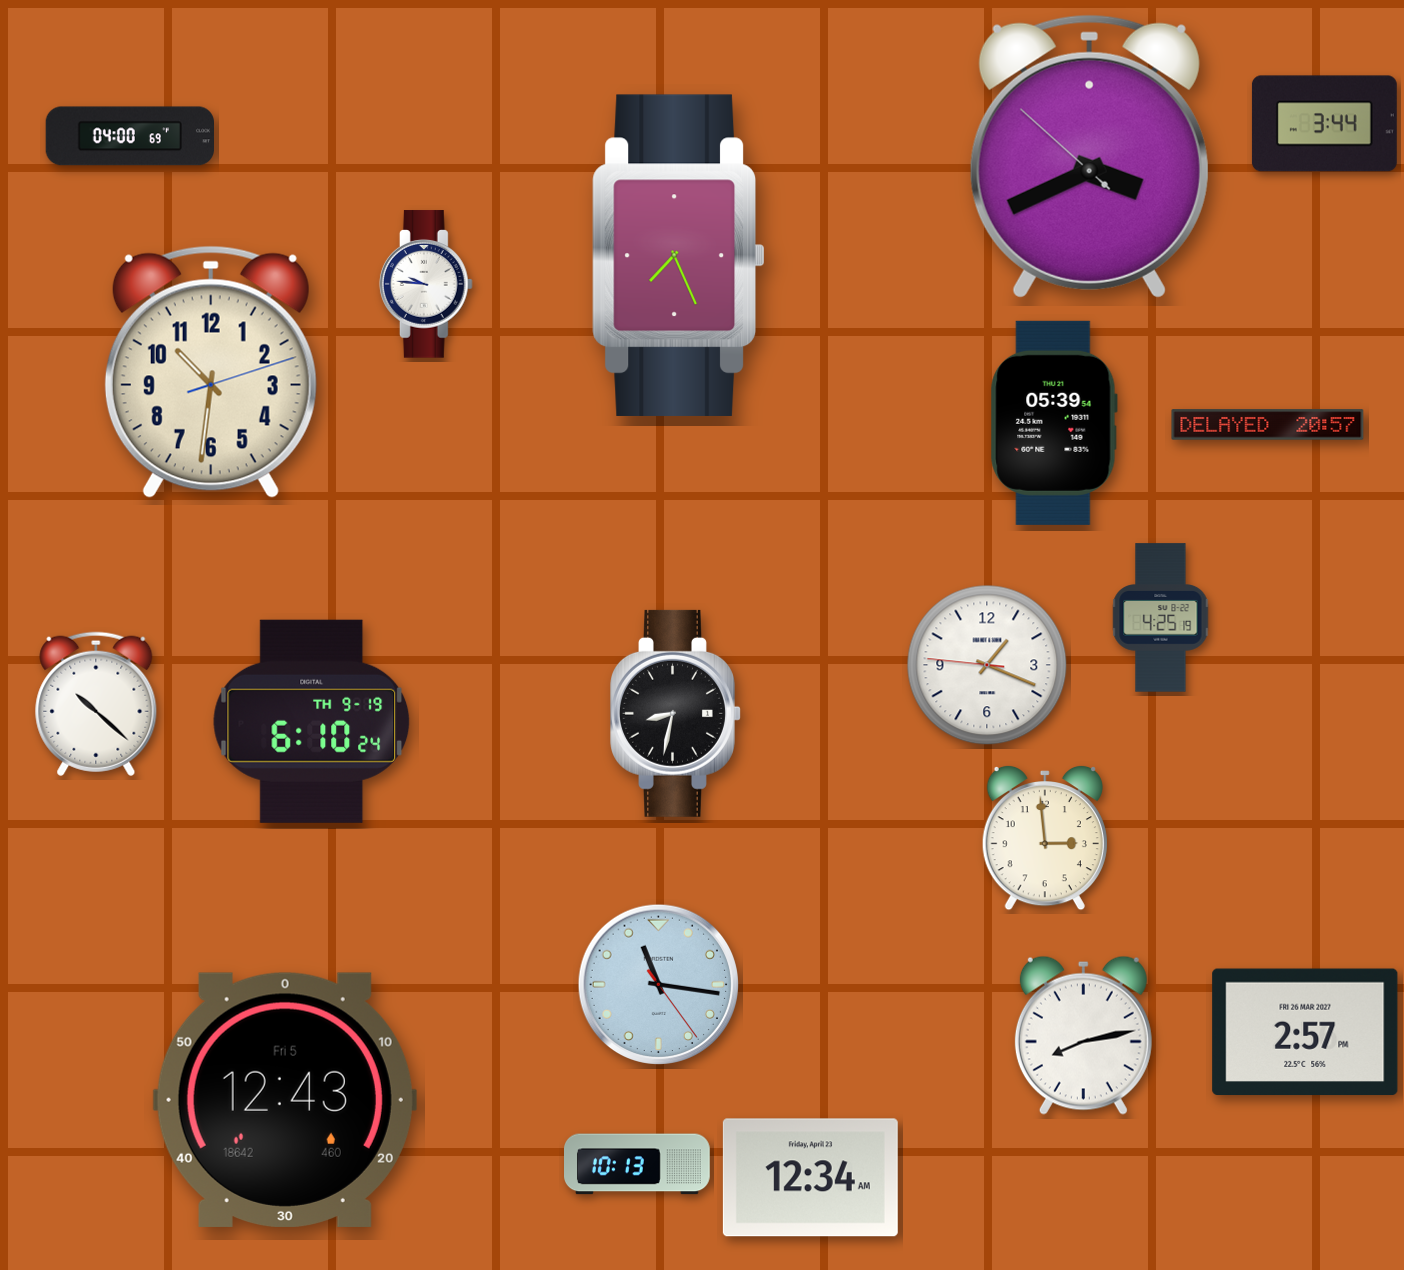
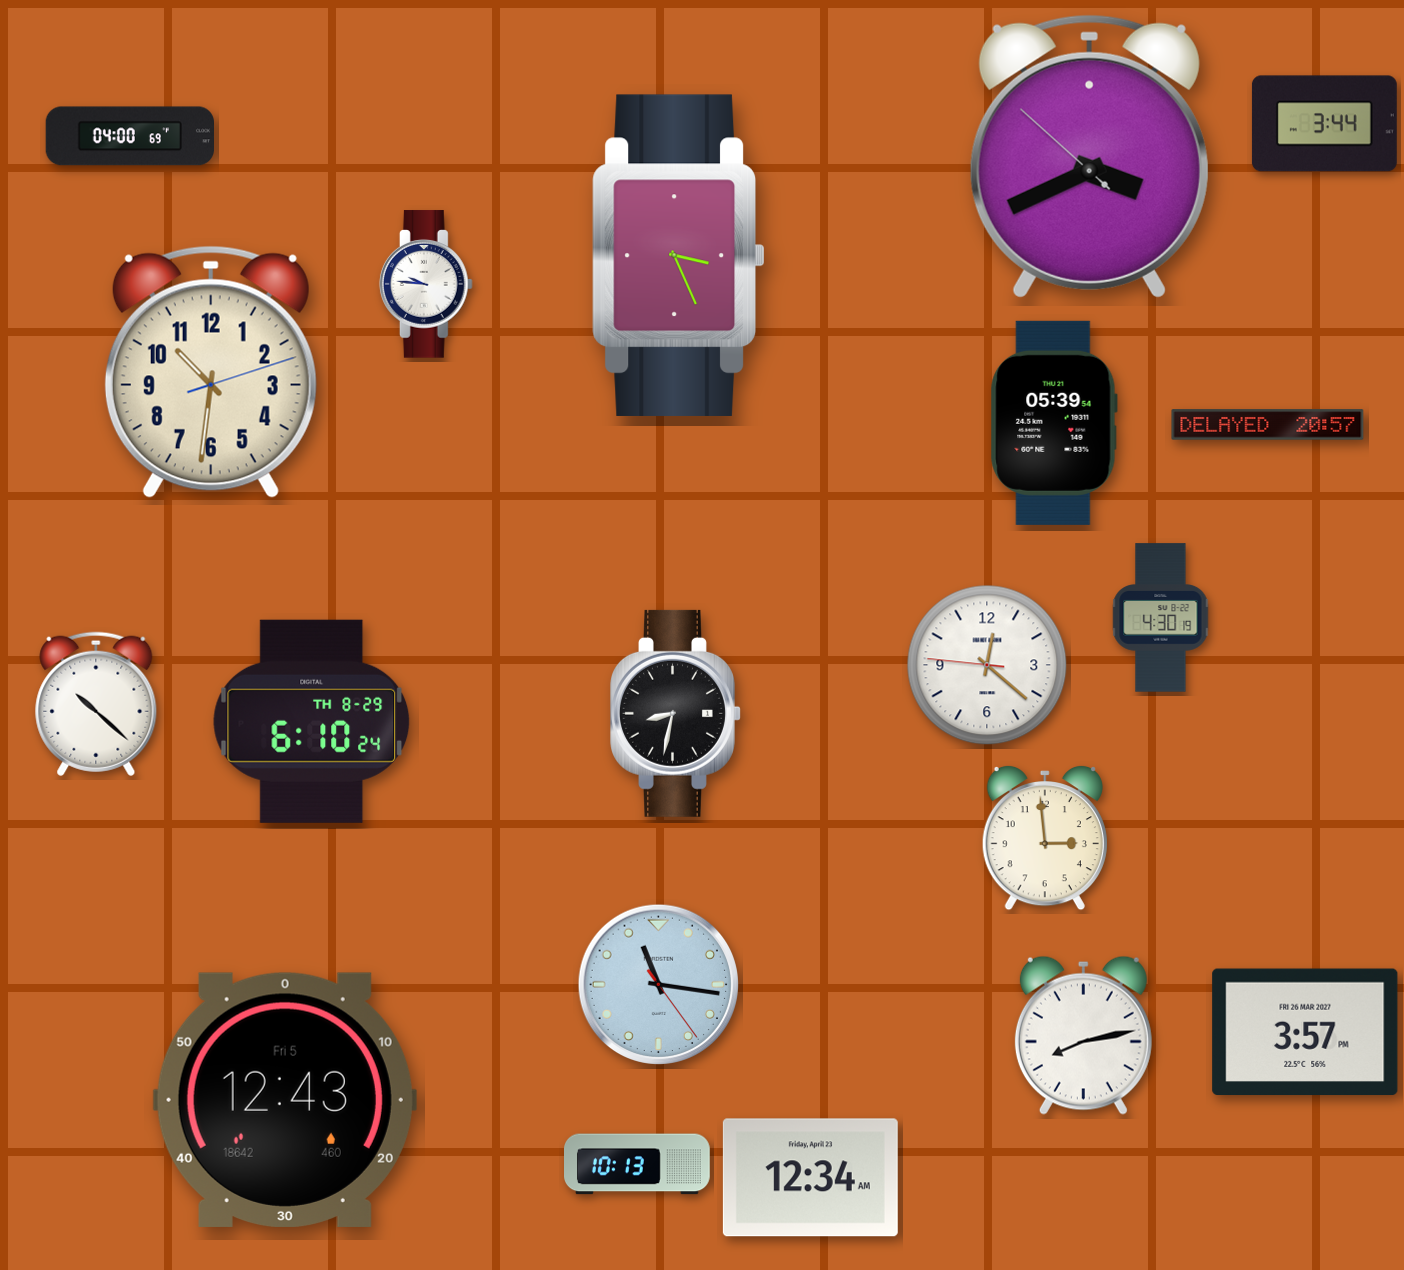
clock at (678, 255): 7:26 -> 3:26
clock at (1161, 618): 4:25 -> 4:30
clock at (987, 665): 1:18 -> 12:21
clock at (312, 721) date: TH 9-19 -> TH 8-29
clock at (1305, 1032): 2:57 -> 3:57
